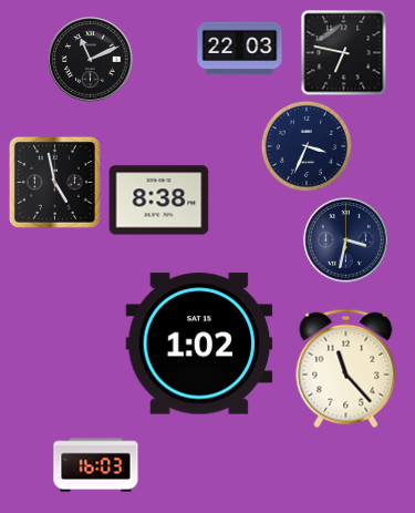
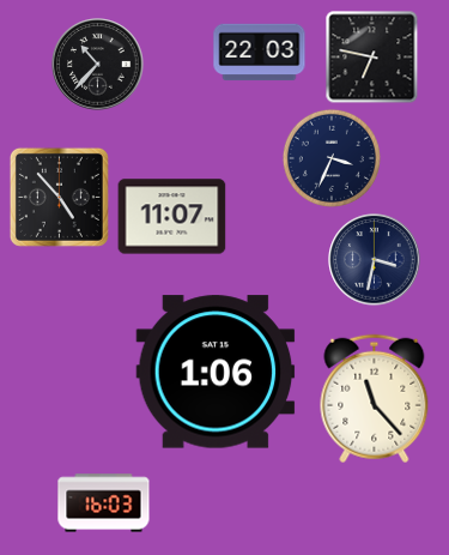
clock at (91, 60): 11:11 -> 10:37
clock at (54, 182): 4:58 -> 4:53
clock at (159, 201): 8:38 -> 11:07
clock at (199, 343): 1:02 -> 1:06
